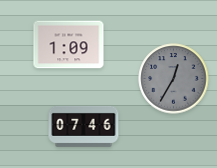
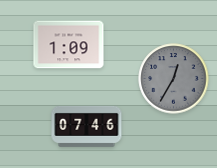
clock at (84, 126) position: (84, 126) -> (87, 126)
